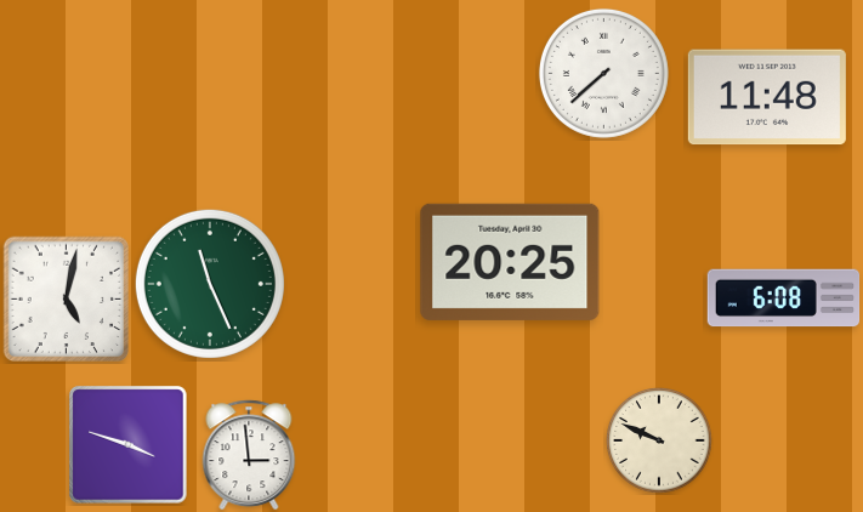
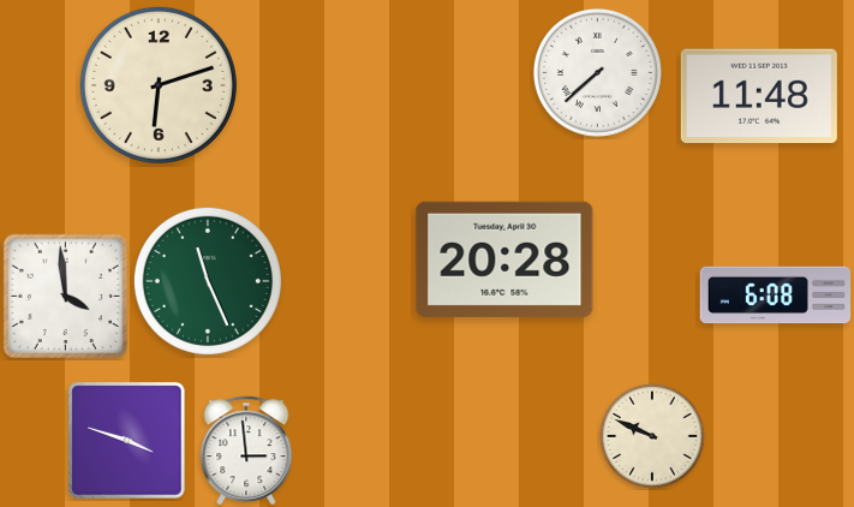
clock at (159, 85): none -> 6:12
clock at (510, 262): 20:25 -> 20:28
clock at (66, 298): 5:02 -> 3:59
